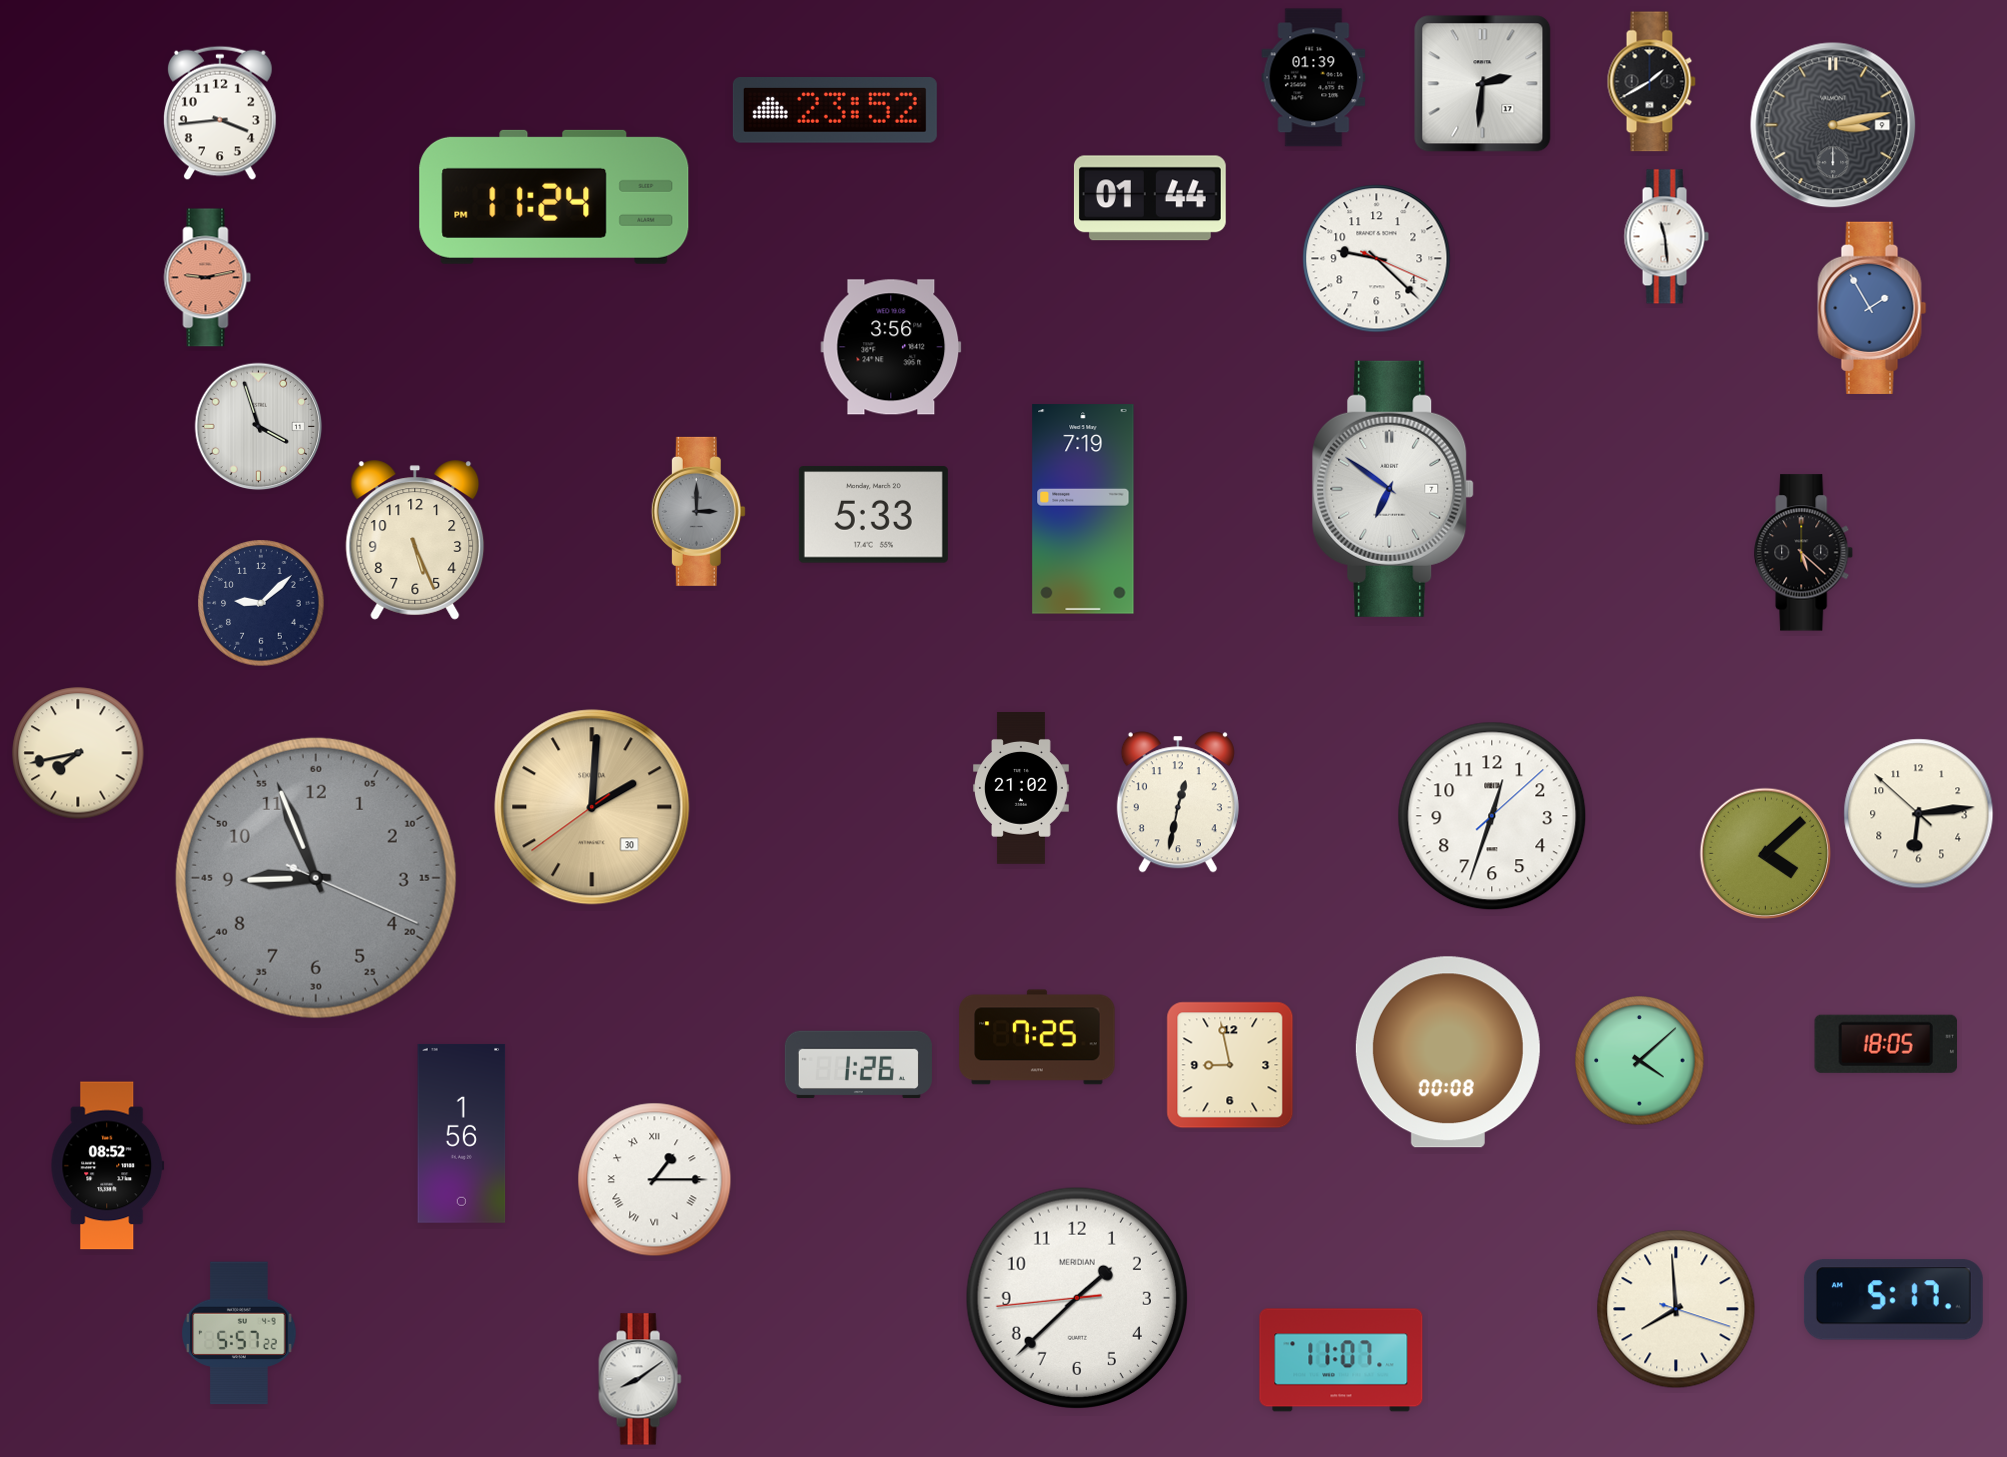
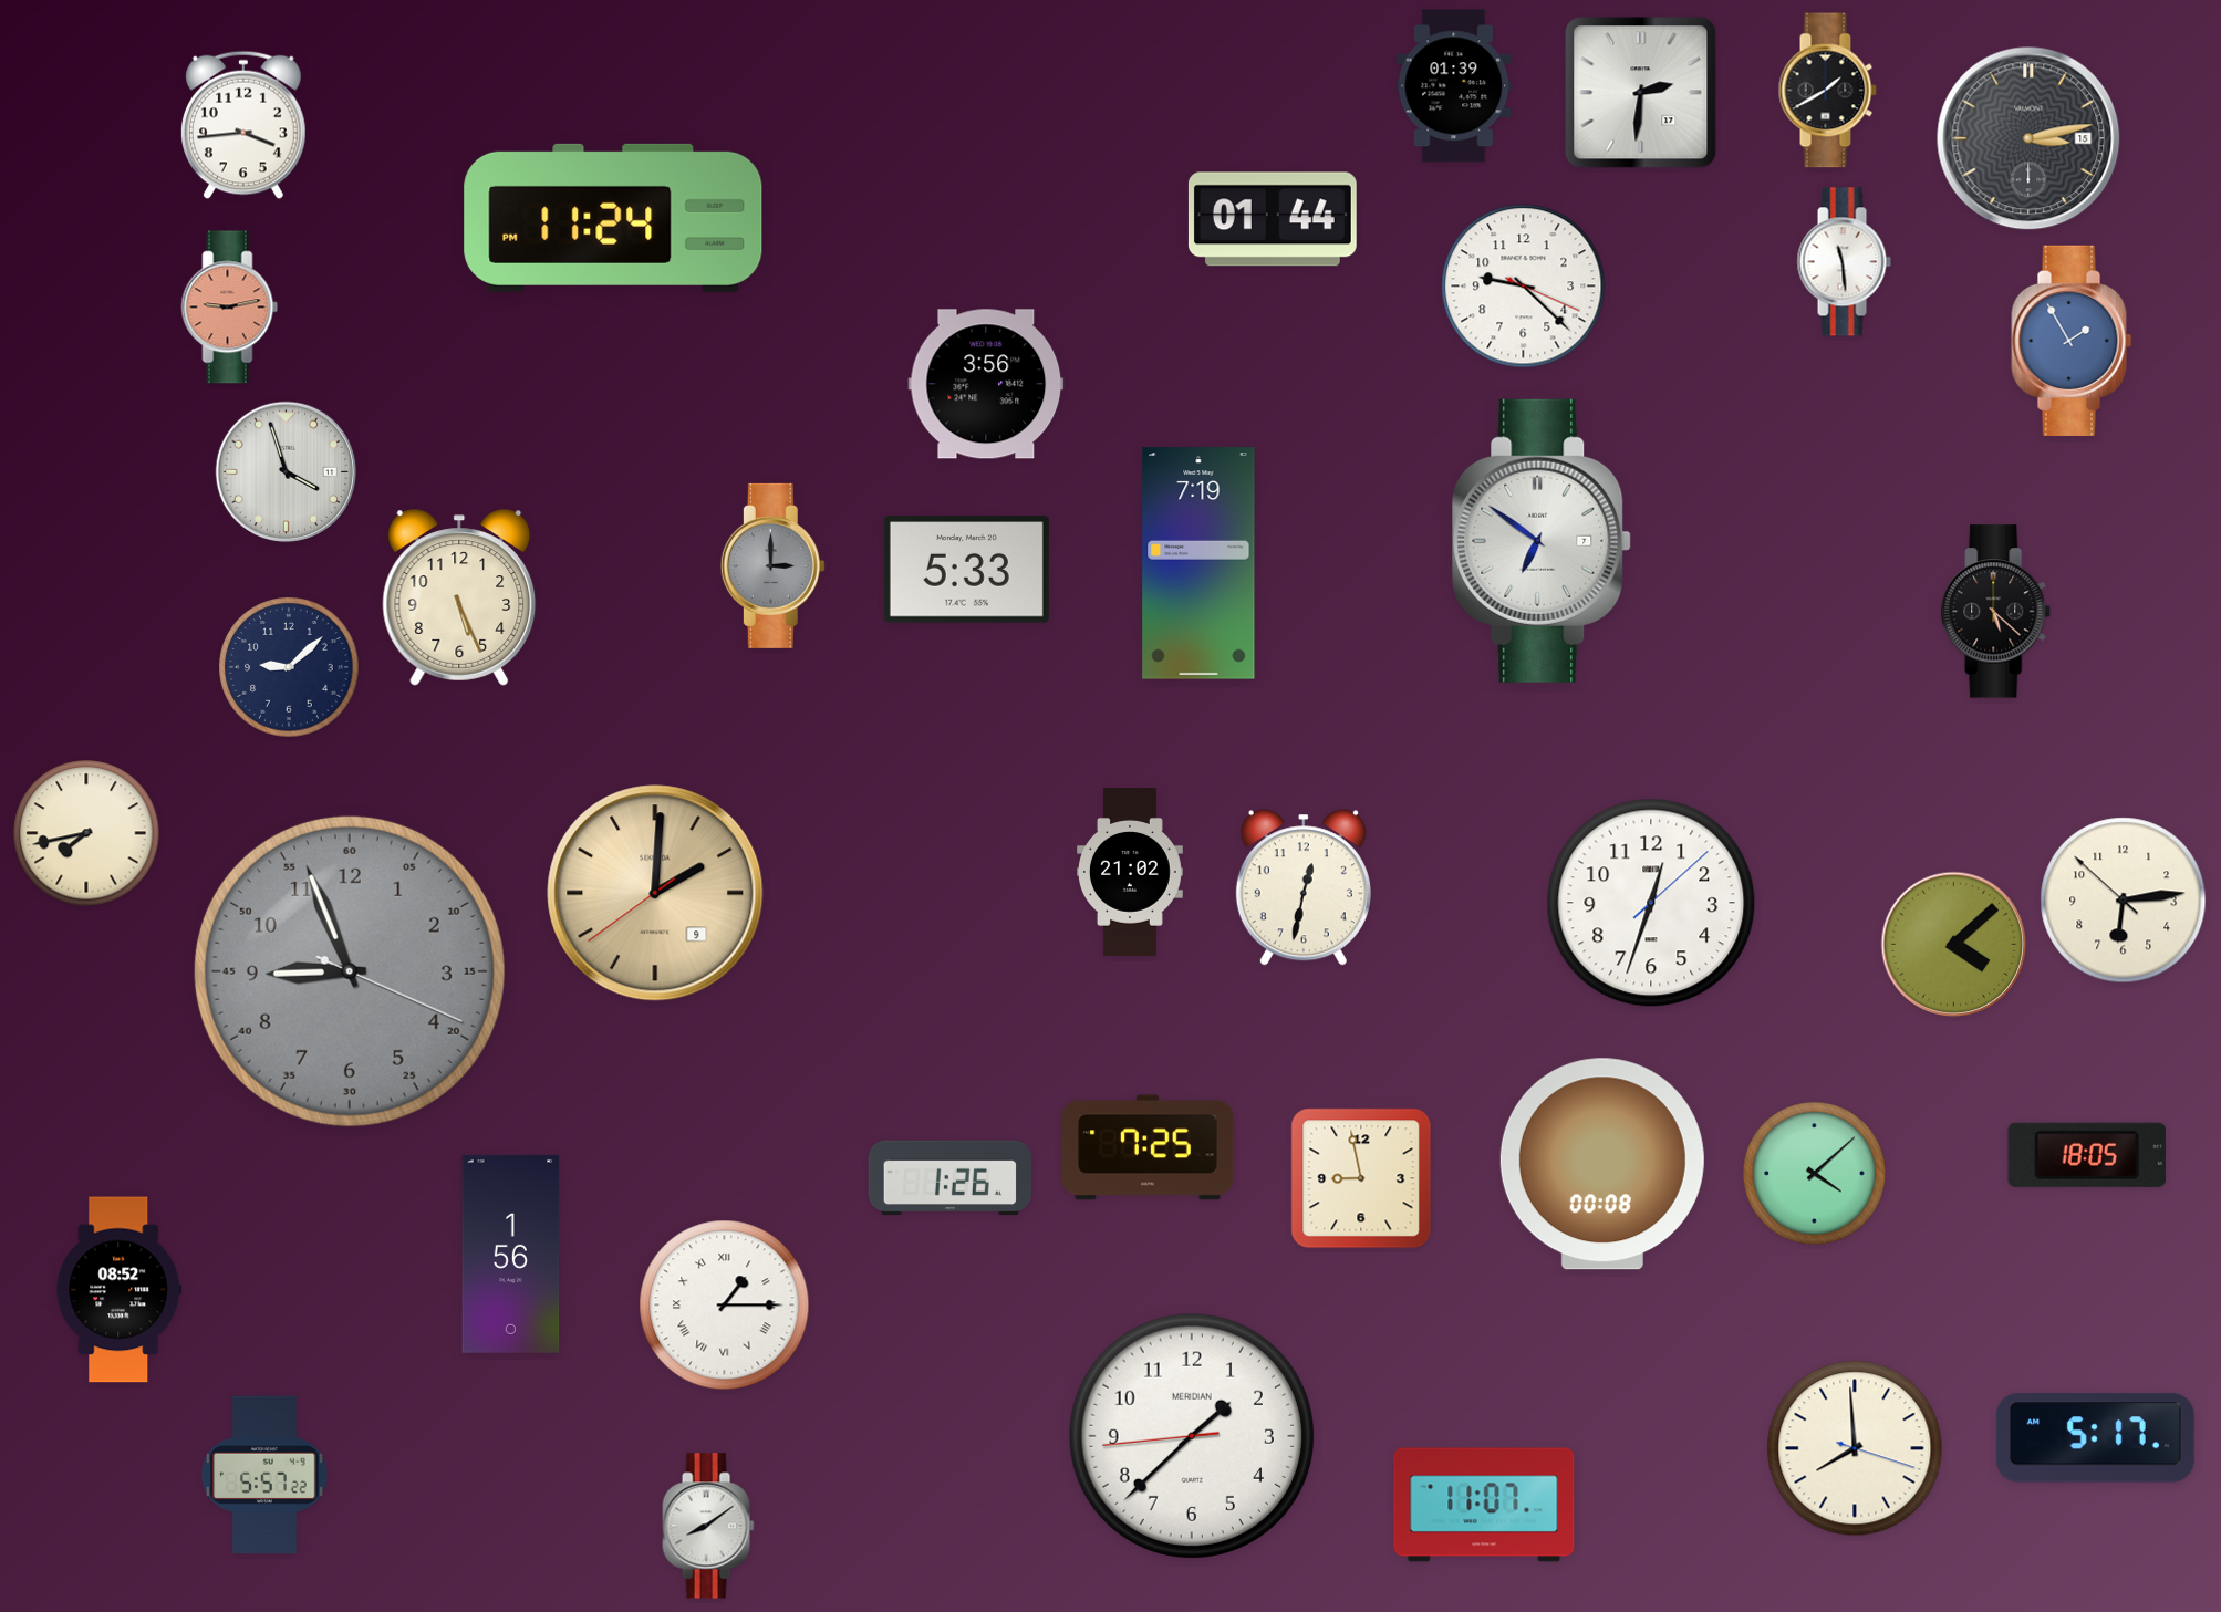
clock at (835, 111): 23:52 -> none
clock at (1833, 125) date: 9 -> 15
clock at (592, 807) date: 30 -> 9
